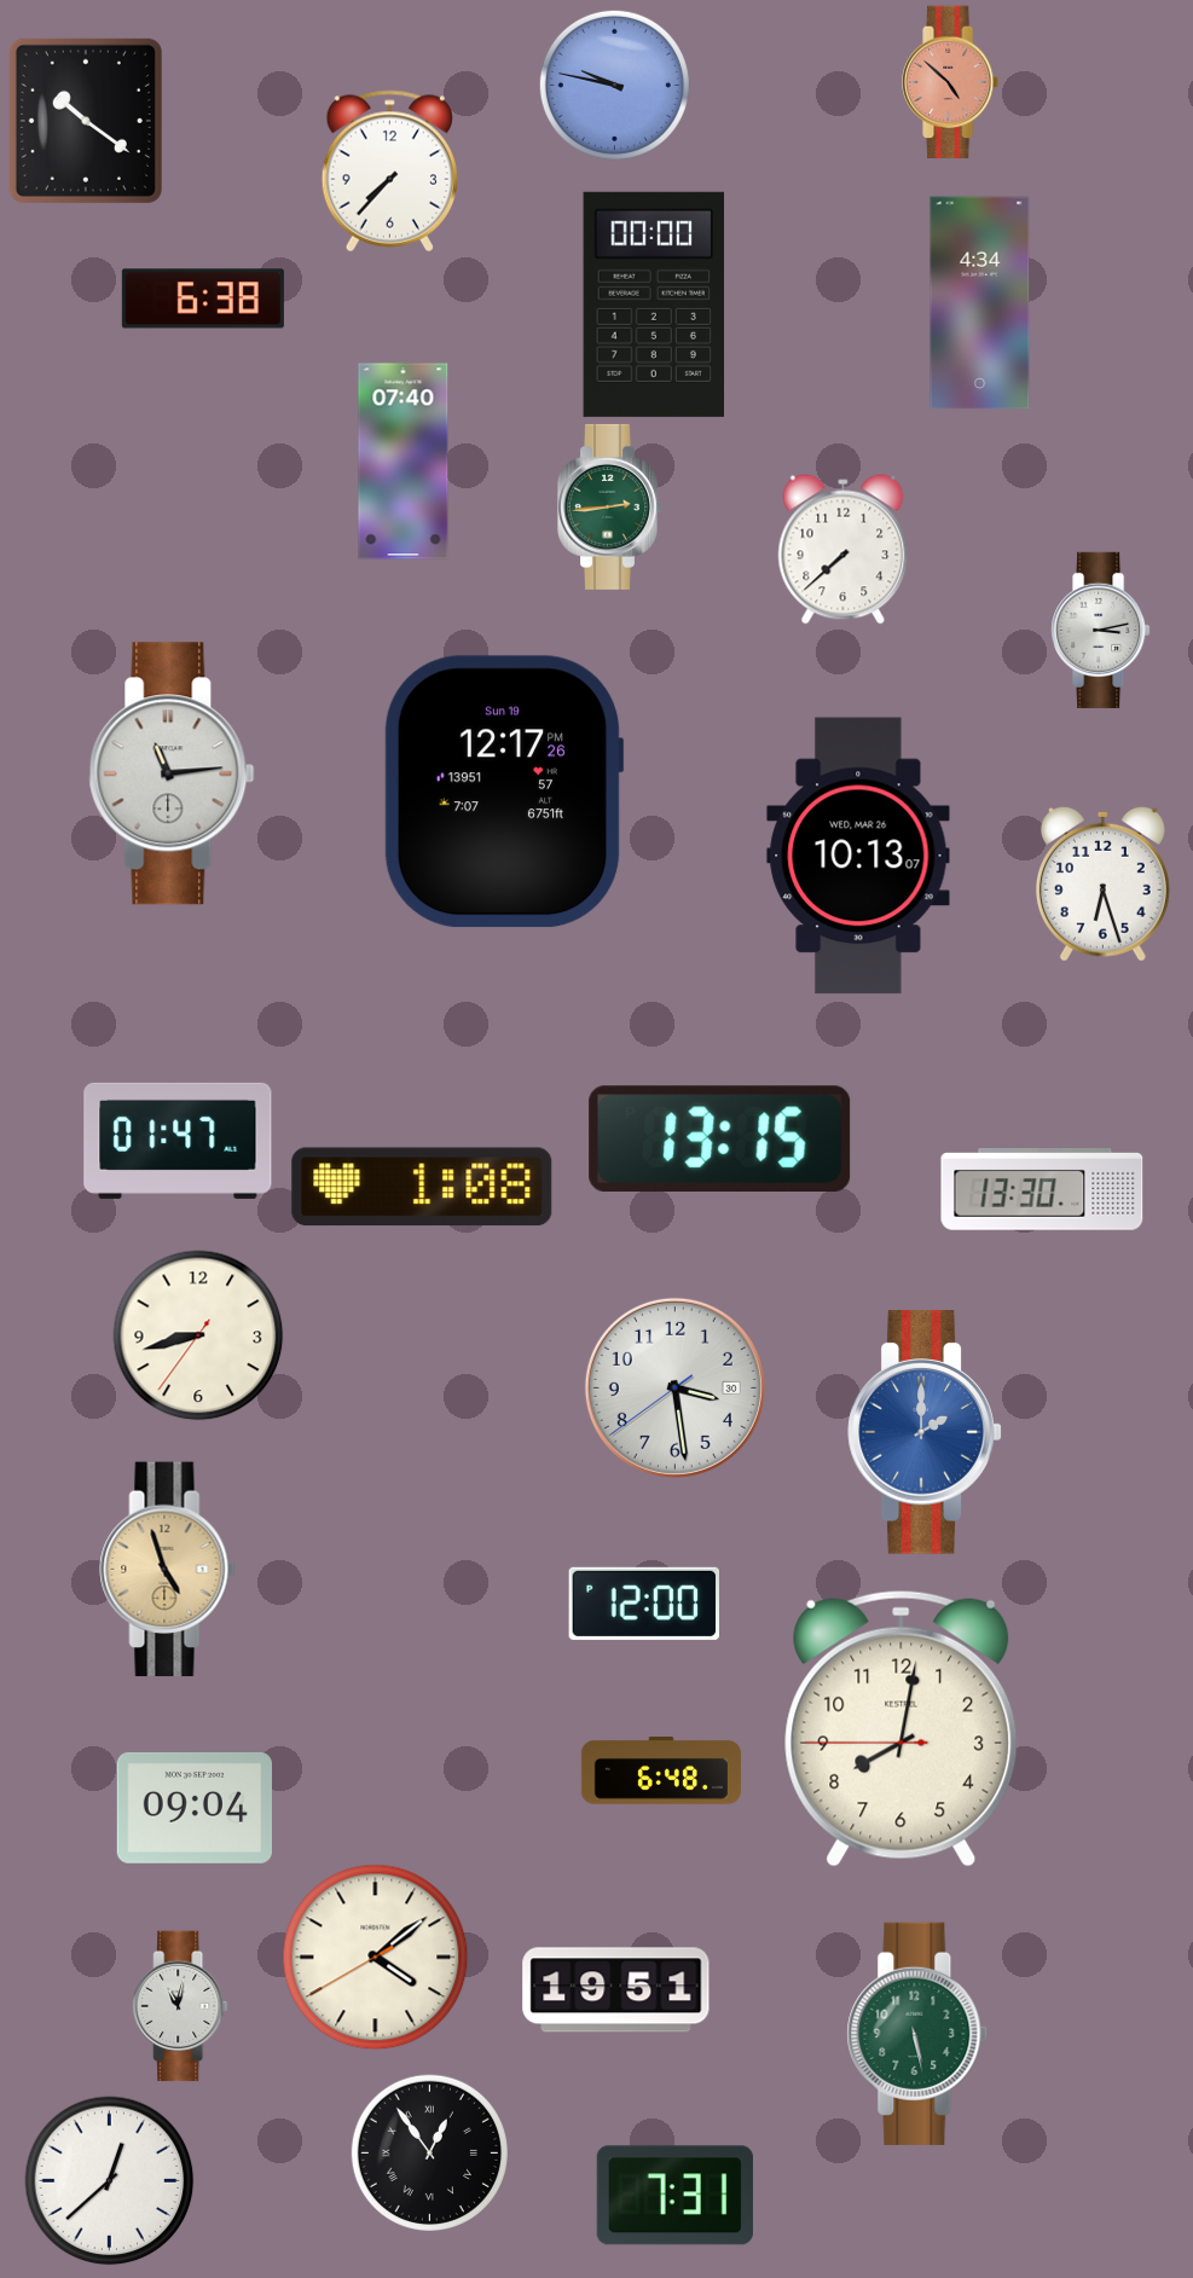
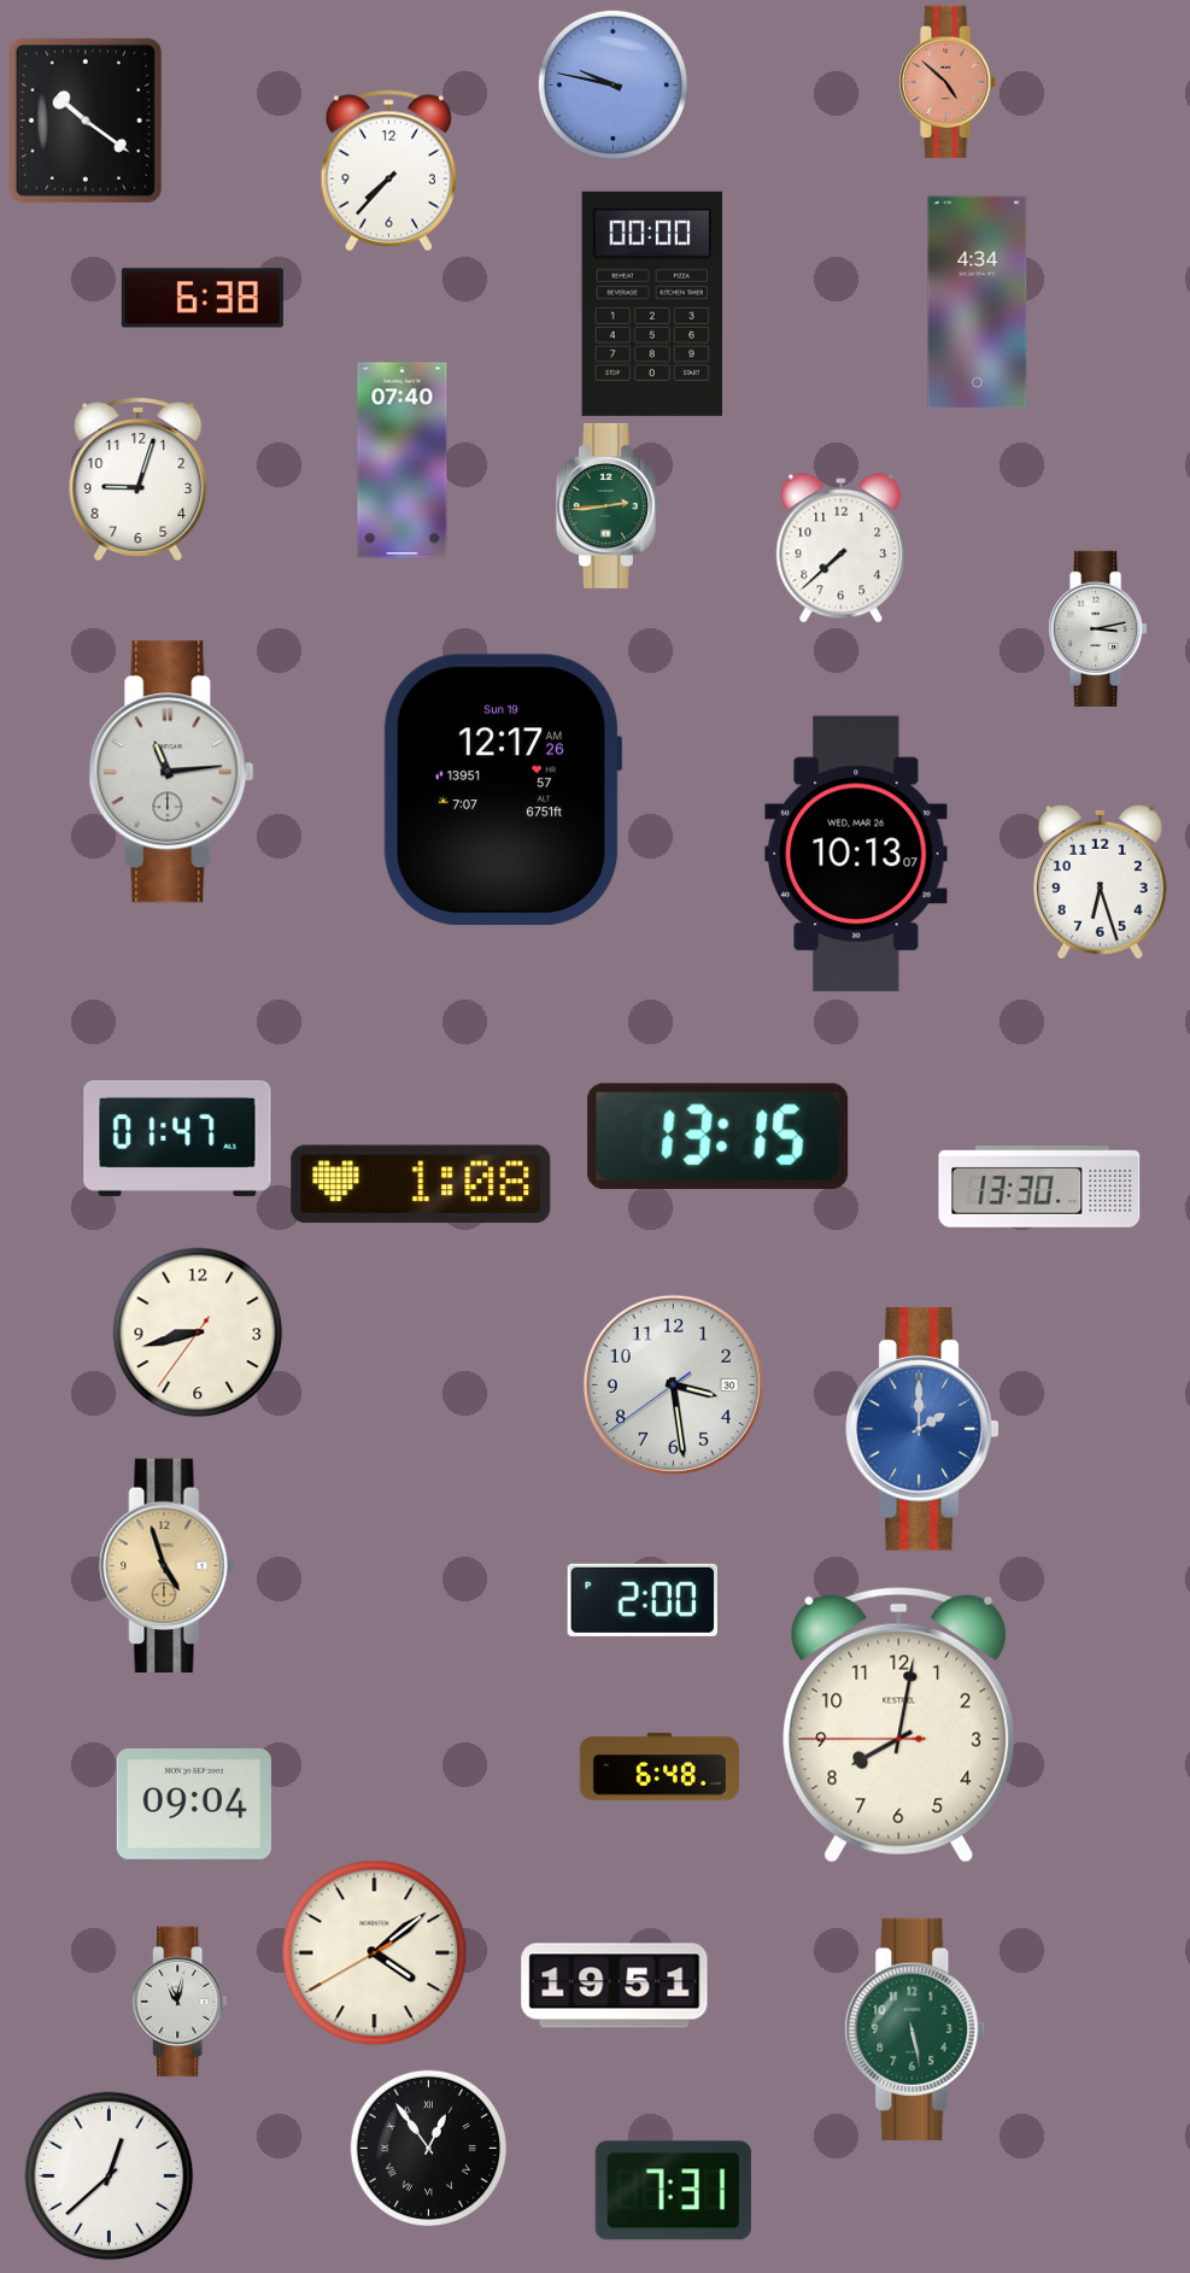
clock at (139, 480): none -> 9:03
clock at (504, 792): 12:17:26 PM -> 12:17:26 AM
clock at (643, 1604): 12:00 -> 2:00
